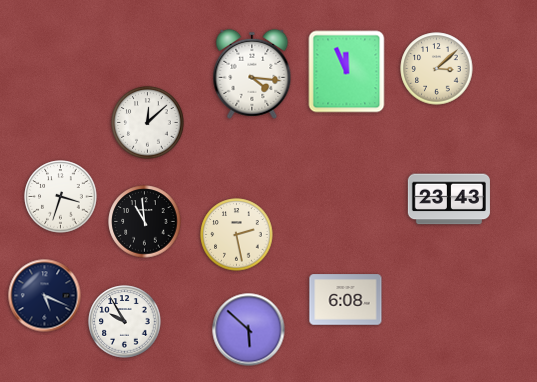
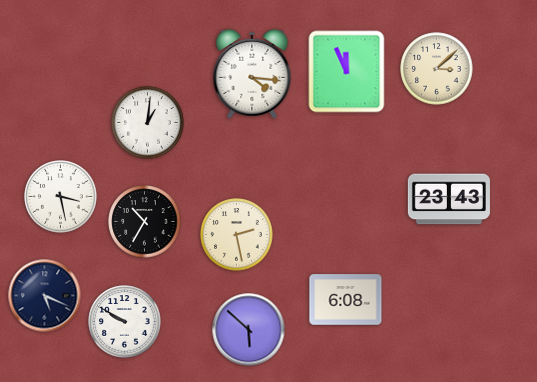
clock at (148, 123): 12:08 -> 1:01
clock at (61, 197): 3:33 -> 3:28
clock at (145, 222): 10:59 -> 10:35
clock at (125, 322): 9:55 -> 9:50
